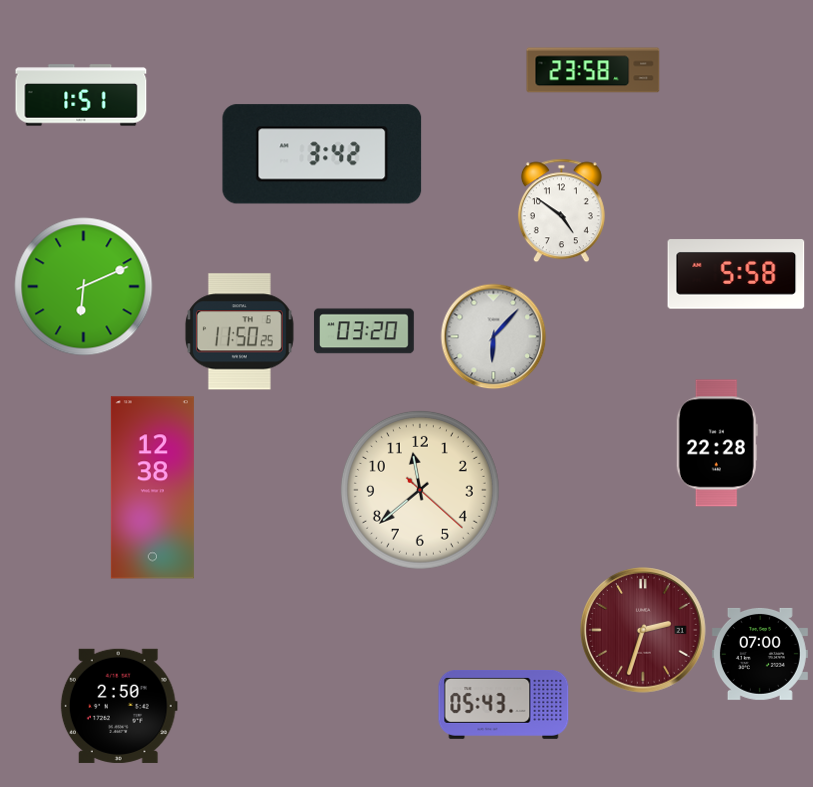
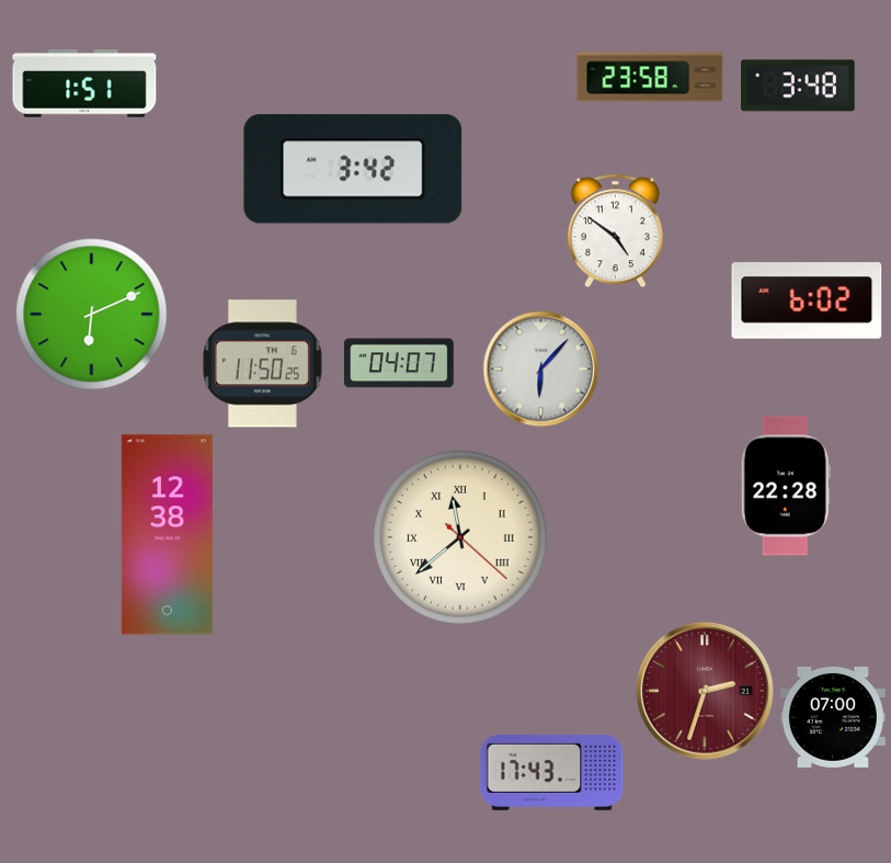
clock at (798, 86): none -> 3:48
clock at (81, 95) position: (81, 95) -> (84, 83)
clock at (736, 274): 5:58 -> 6:02
clock at (364, 331): 03:20 -> 04:07
clock at (420, 490) numerals: Arabic -> Roman
clock at (504, 704): 05:43 -> 17:43
clock at (119, 706): 2:50 -> none
